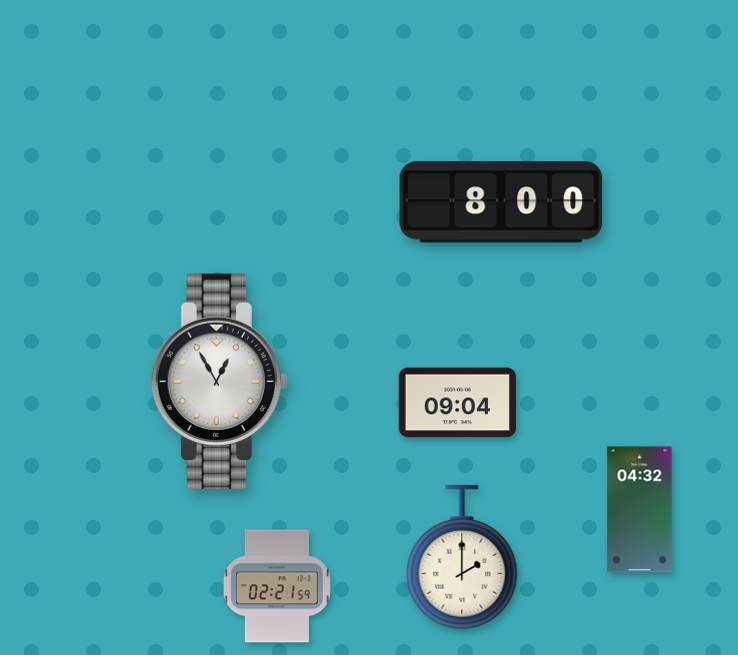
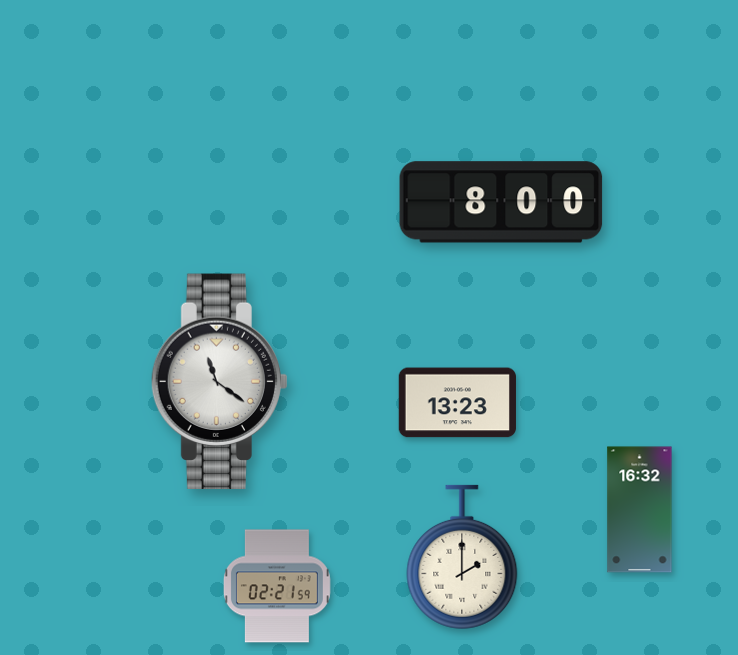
clock at (219, 382): 12:55 -> 11:21
clock at (457, 403): 09:04 -> 13:23
clock at (640, 510): 04:32 -> 16:32
